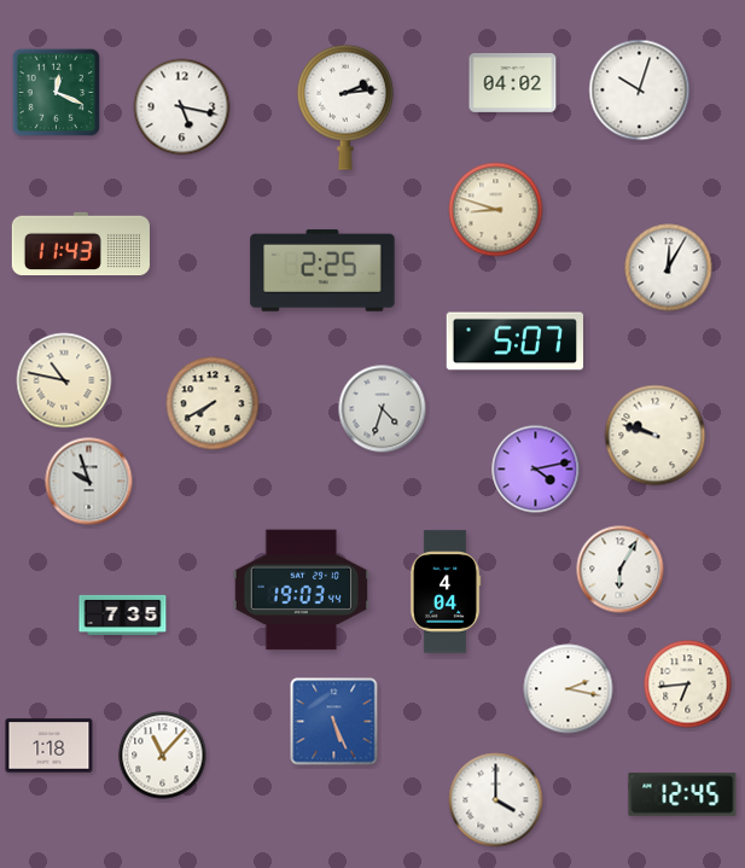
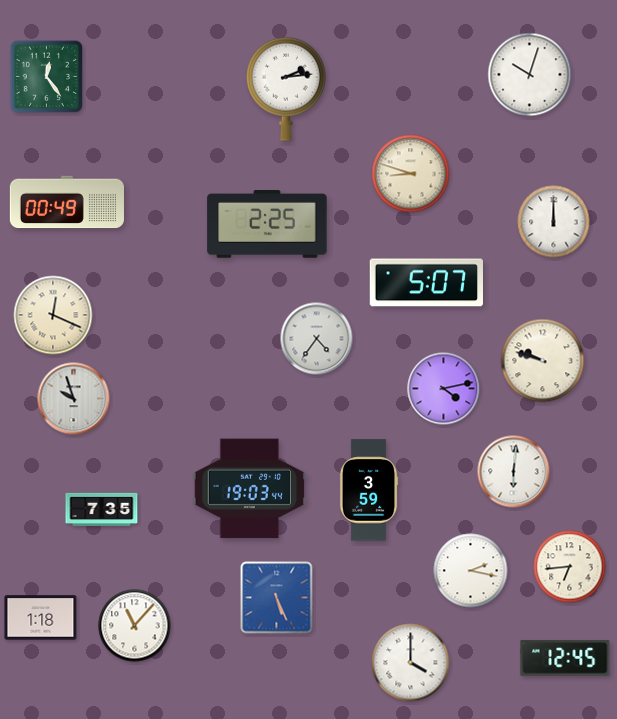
clock at (513, 82): 04:02 -> none
clock at (57, 93): 12:19 -> 12:24
clock at (182, 107): 5:17 -> none
clock at (81, 244): 11:43 -> 00:49
clock at (669, 268): 12:05 -> 12:00
clock at (64, 380): 10:47 -> 12:19
clock at (213, 403): 7:40 -> none
clock at (383, 409): 4:33 -> 4:36
clock at (621, 570): 6:05 -> 6:01
clock at (446, 592): 4:04 -> 3:59
